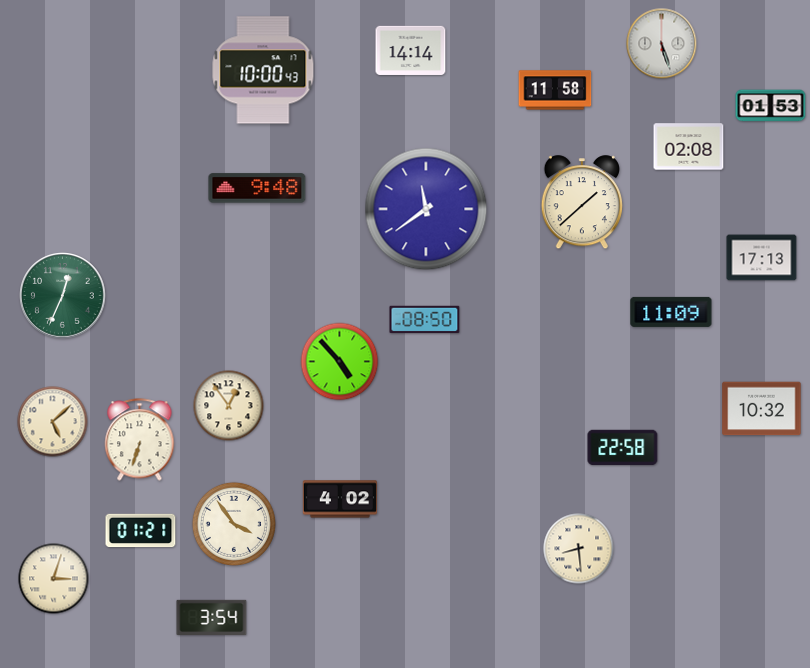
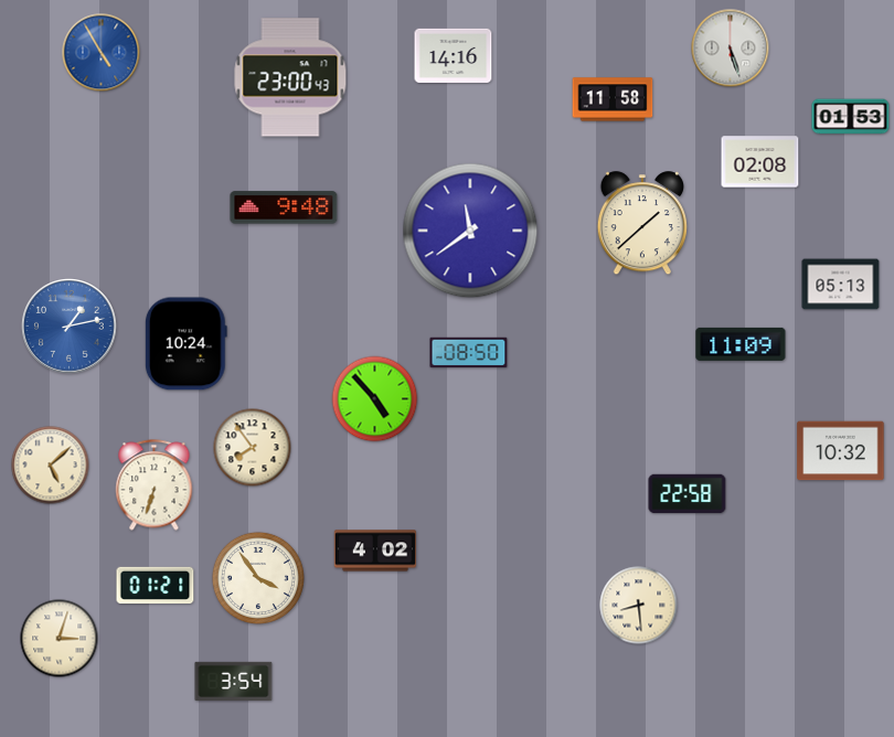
clock at (102, 53): none -> 4:55
clock at (411, 50): 14:14 -> 14:16
clock at (263, 70): 10:00 -> 23:00
clock at (762, 258): 17:13 -> 05:13
clock at (63, 296): 12:34 -> 1:13
clock at (63, 296) dial: green -> blue
clock at (185, 344): none -> 10:24
clock at (229, 406): 12:54 -> 7:54
clock at (53, 422) position: (53, 422) -> (51, 466)
